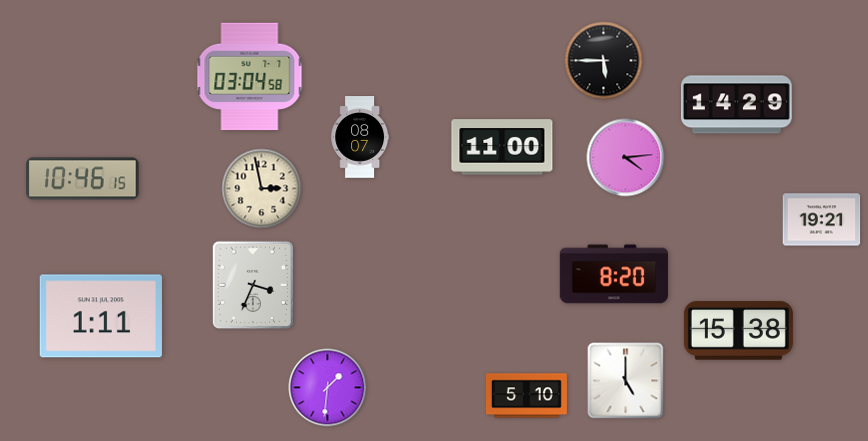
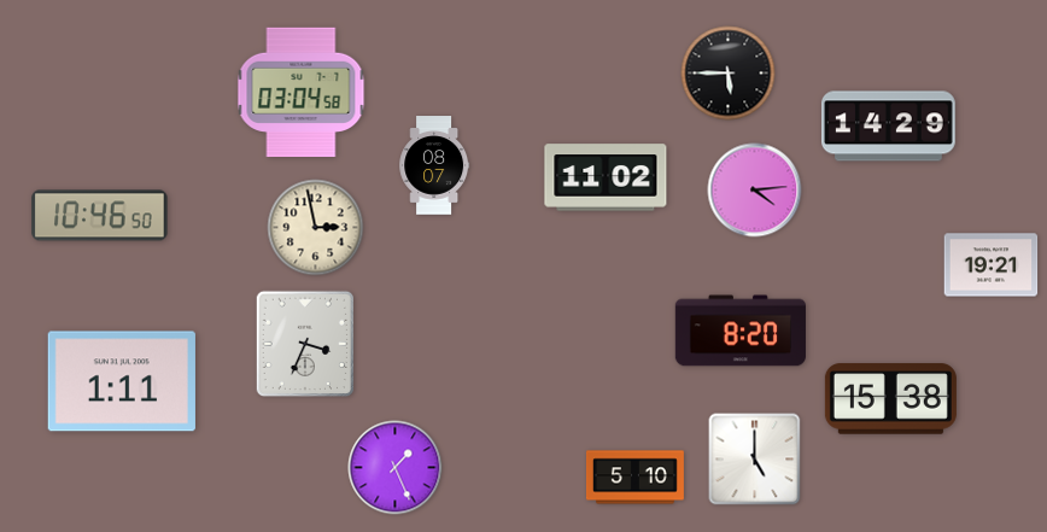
clock at (502, 147): 11:00 -> 11:02
clock at (83, 179): 10:46:15 -> 10:46:50
clock at (328, 388): 1:31 -> 1:26
